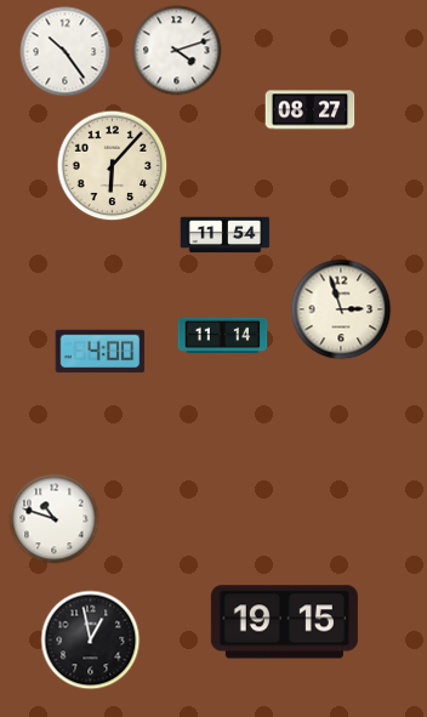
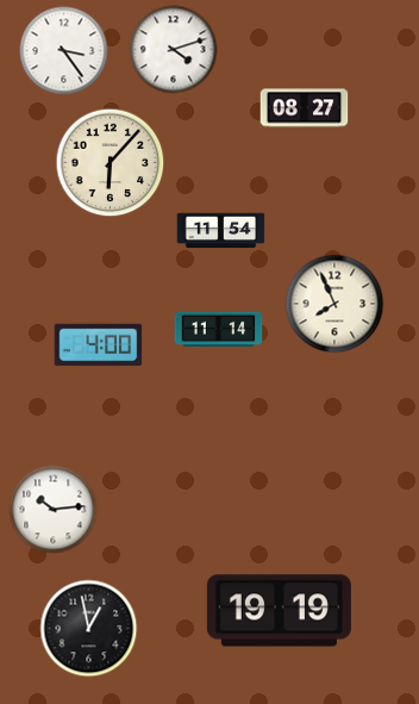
clock at (66, 52): 10:24 -> 3:24
clock at (341, 309): 2:57 -> 7:56
clock at (55, 519): 10:48 -> 10:14
clock at (284, 622): 19:15 -> 19:19
